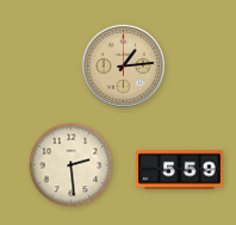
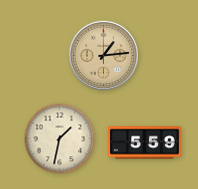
clock at (72, 165): 2:29 -> 1:32
clock at (180, 170) position: (180, 170) -> (145, 143)
